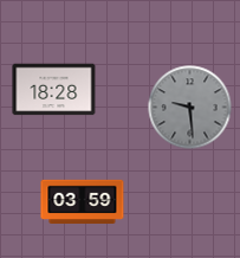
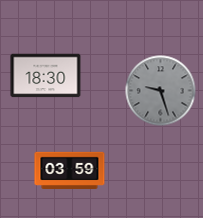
clock at (54, 90): 18:28 -> 18:30
clock at (190, 108): 9:29 -> 9:27
